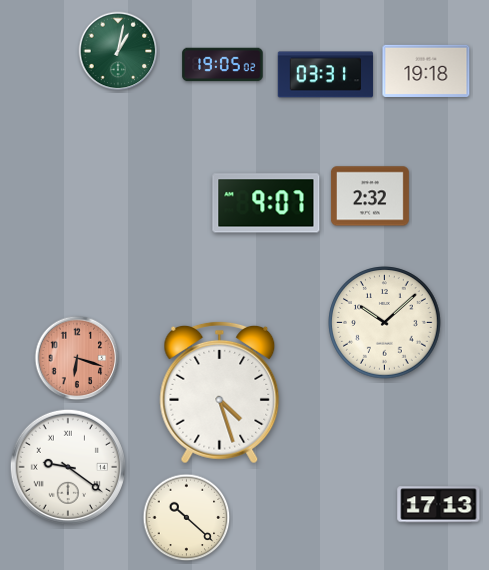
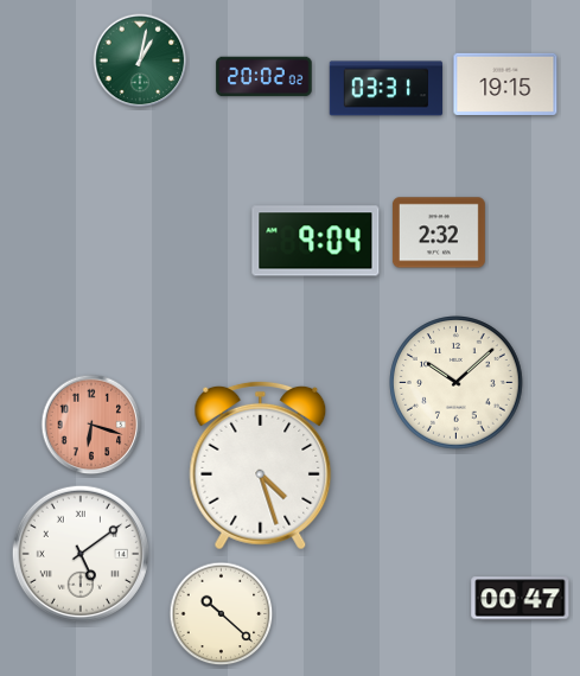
clock at (223, 65): 19:05 -> 20:02
clock at (426, 71): 19:18 -> 19:15
clock at (266, 203): 9:07 -> 9:04
clock at (68, 467): 9:21 -> 5:09
clock at (439, 505): 17:13 -> 00:47
